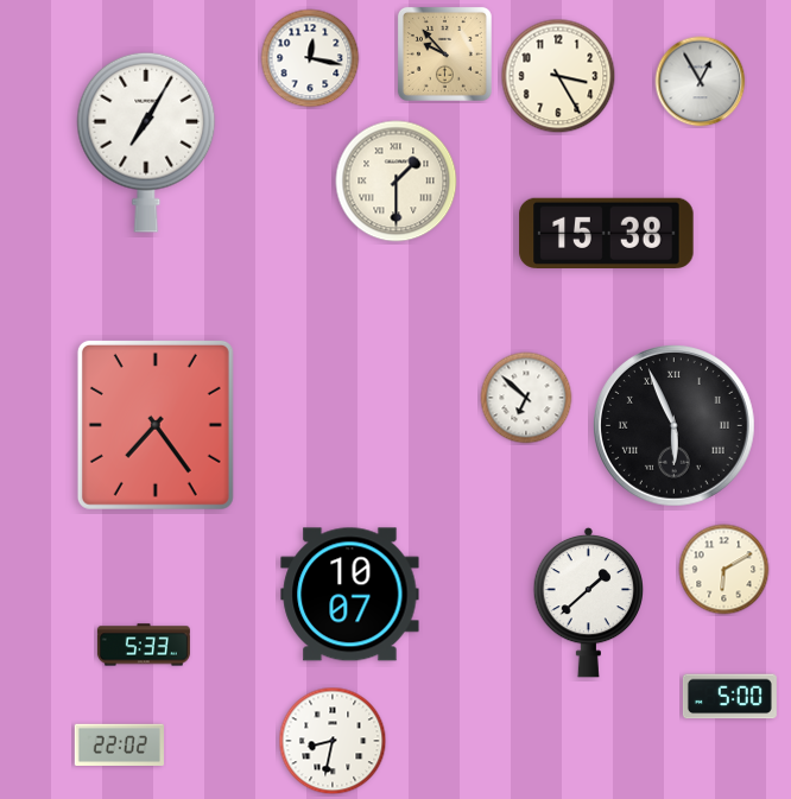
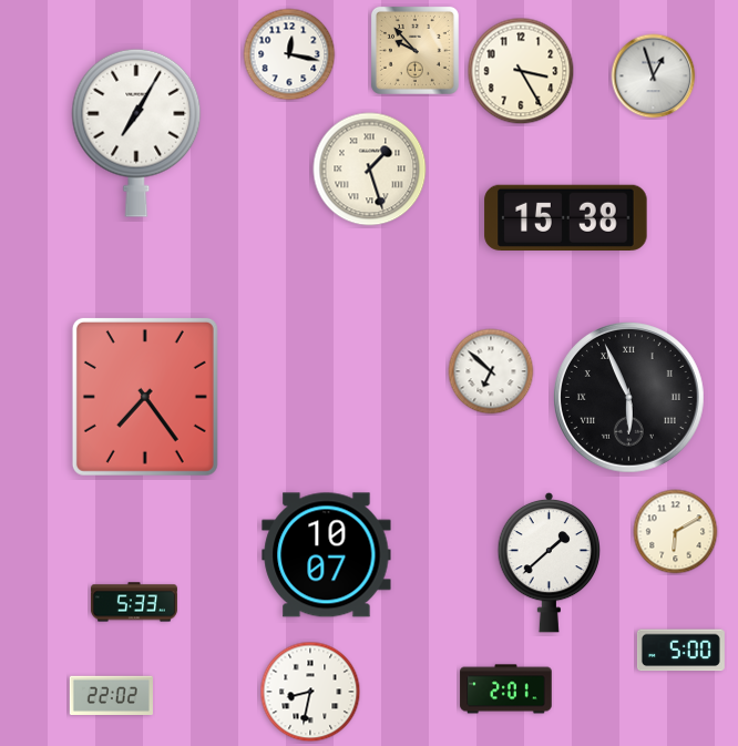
clock at (701, 82): 12:55 -> 12:57
clock at (397, 182): 1:30 -> 1:27
clock at (506, 689): none -> 2:01
